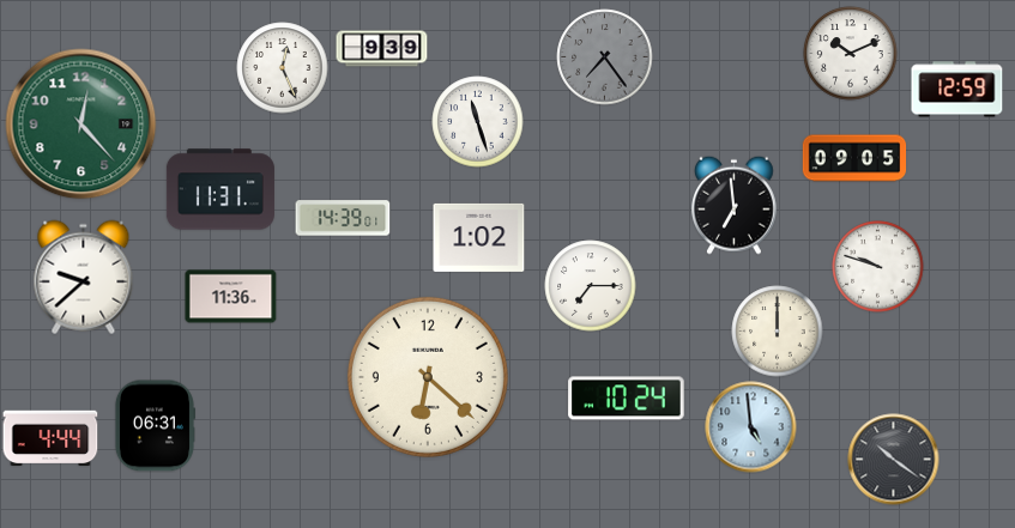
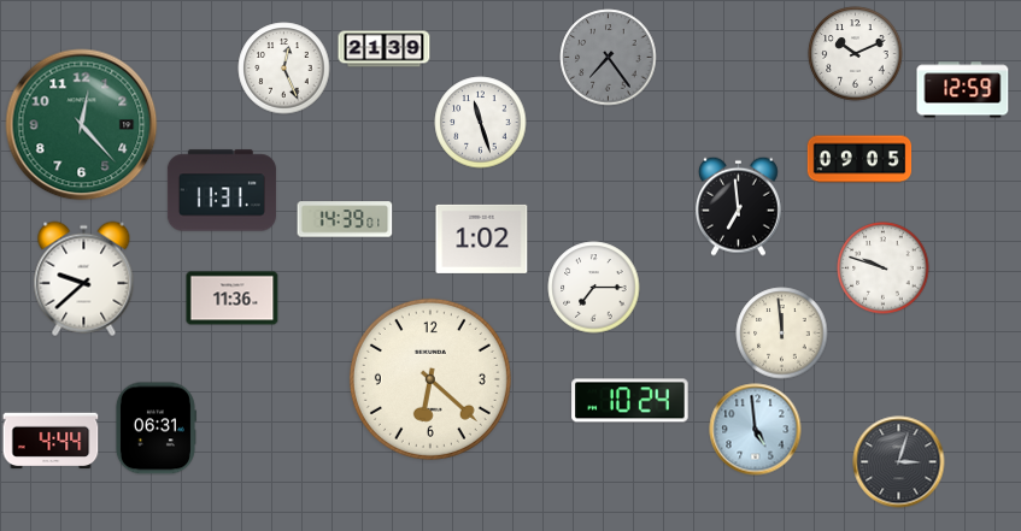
clock at (382, 49): 9:39 -> 21:39
clock at (778, 332): 12:00 -> 11:59
clock at (894, 460): 10:21 -> 3:03
